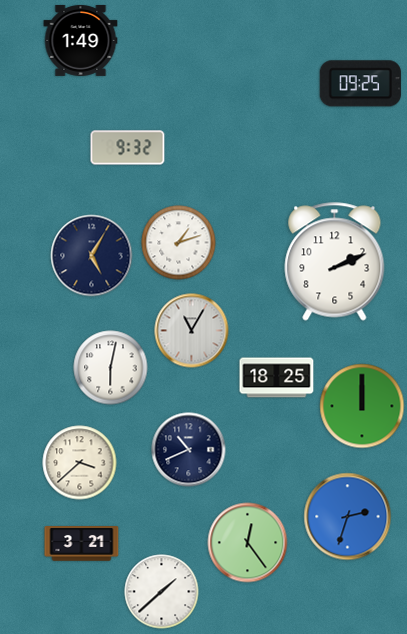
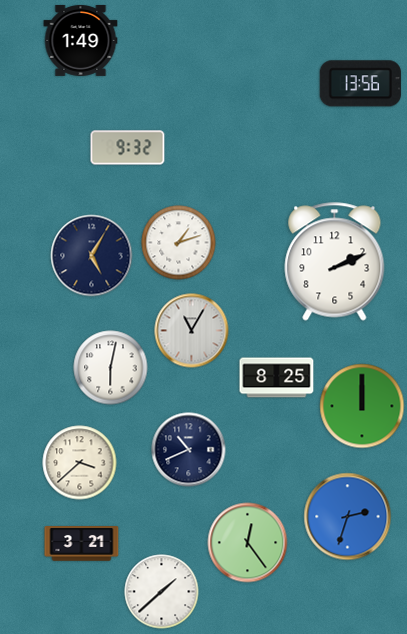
clock at (360, 84): 09:25 -> 13:56
clock at (277, 378): 18:25 -> 8:25
